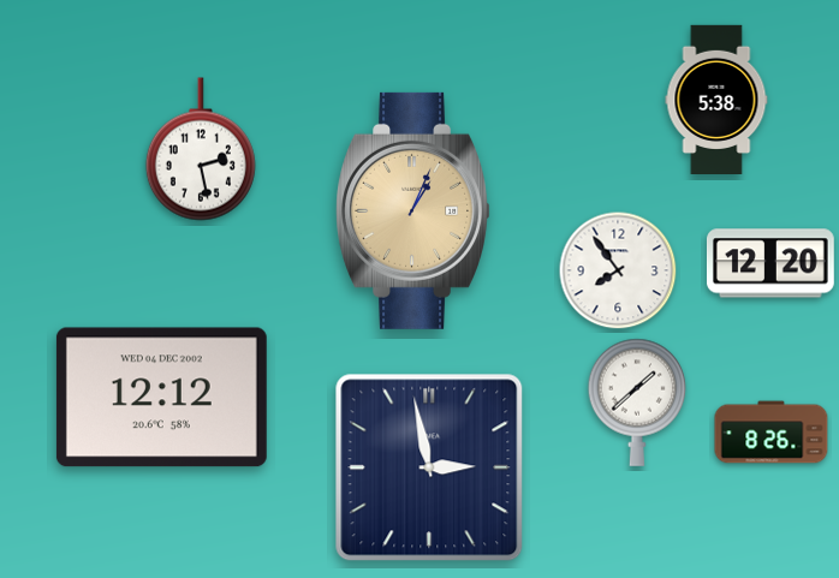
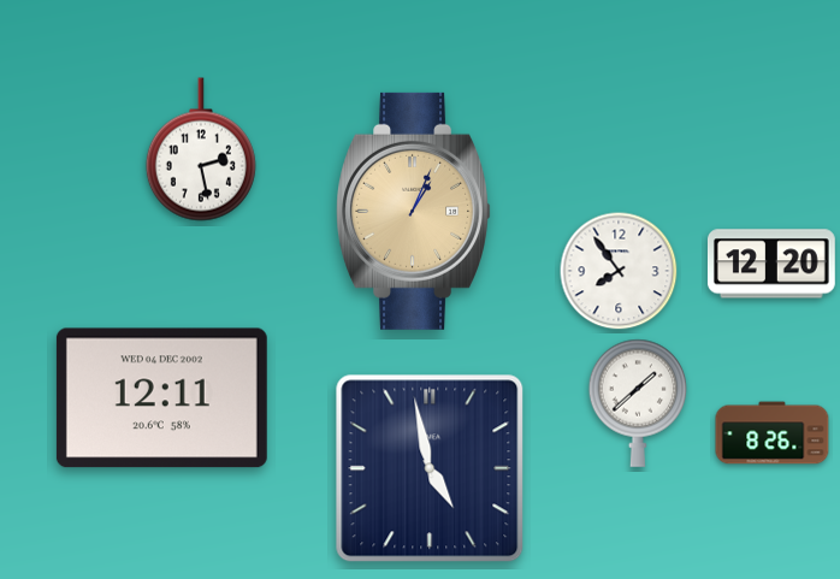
clock at (716, 100): 5:38 -> none
clock at (161, 398): 12:12 -> 12:11
clock at (429, 467): 2:58 -> 4:58
